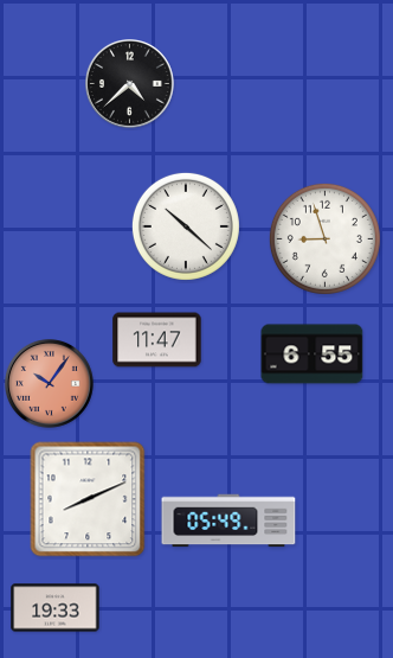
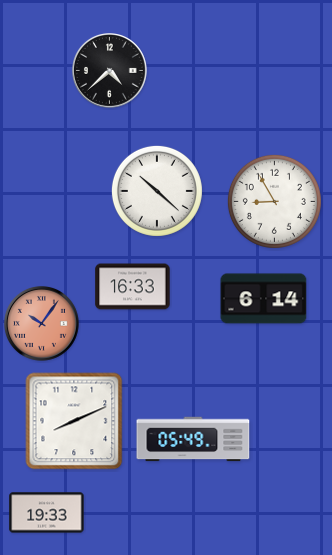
clock at (324, 238): 8:57 -> 8:55
clock at (157, 340): 11:47 -> 16:33
clock at (313, 354): 6:55 -> 6:14
